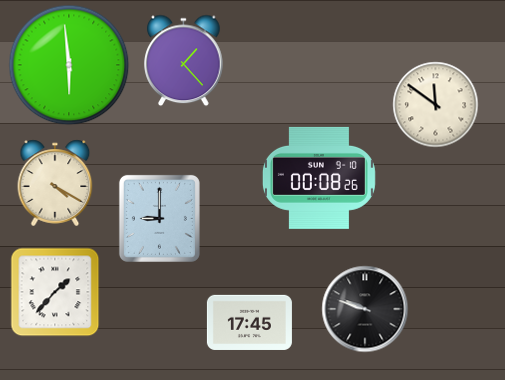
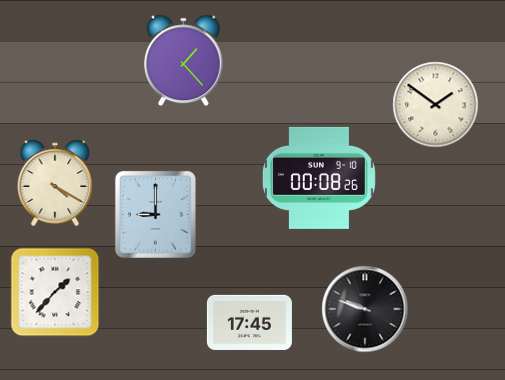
clock at (69, 65): 5:59 -> none
clock at (436, 105): 11:51 -> 1:51
clock at (159, 218) position: (159, 218) -> (155, 214)
